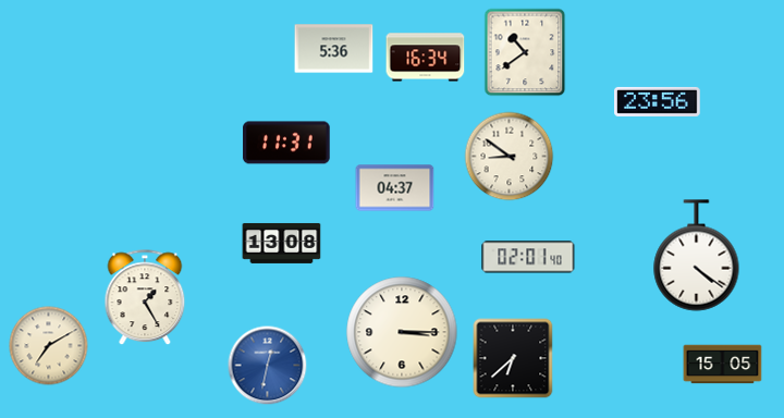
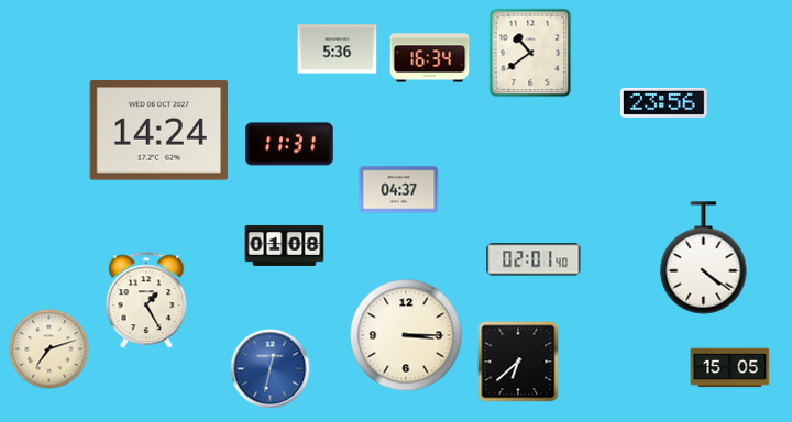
clock at (159, 131): none -> 14:24
clock at (510, 157): 8:51 -> none
clock at (282, 243): 13:08 -> 01:08
clock at (49, 346): 7:10 -> 7:12
